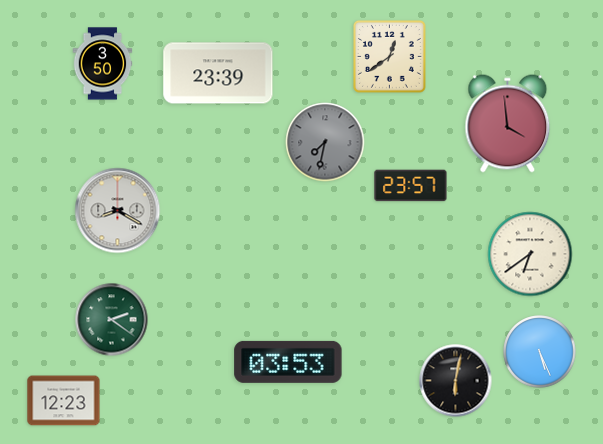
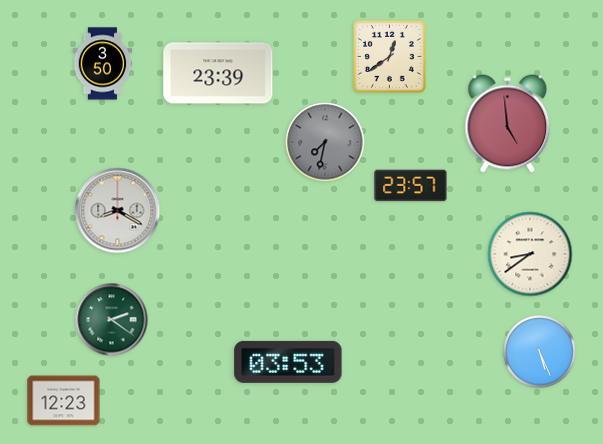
clock at (508, 124): 3:59 -> 4:59
clock at (530, 254): 6:39 -> 8:39
clock at (456, 381): 6:02 -> none
